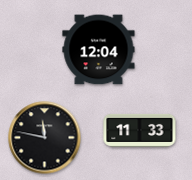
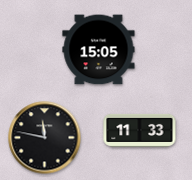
clock at (99, 50): 12:04 -> 15:05
